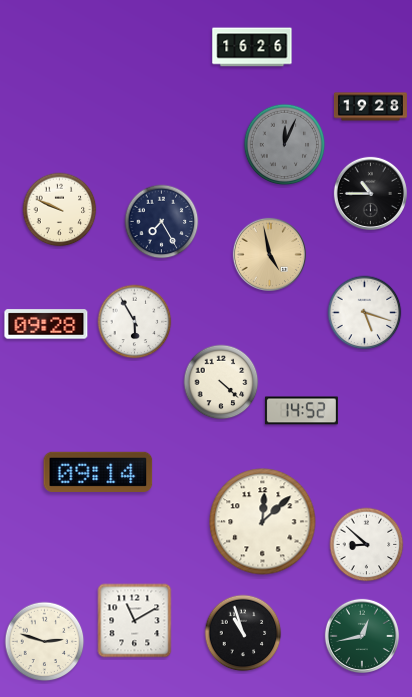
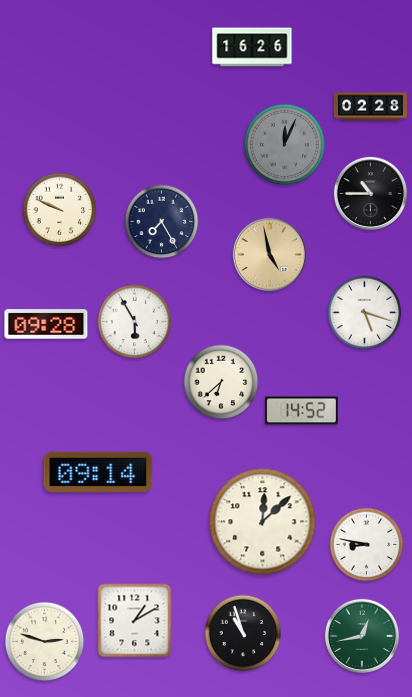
clock at (370, 107): 19:28 -> 02:28
clock at (221, 382): 4:22 -> 6:38
clock at (367, 545): 8:52 -> 8:47
clock at (135, 621): 11:10 -> 1:10
